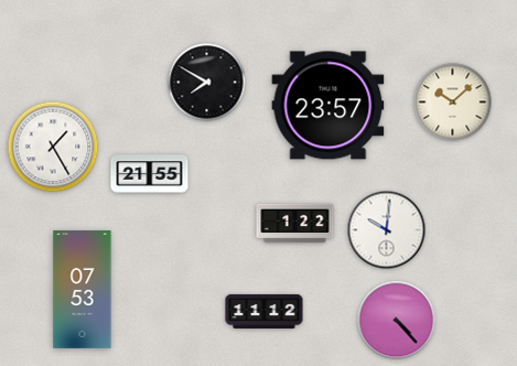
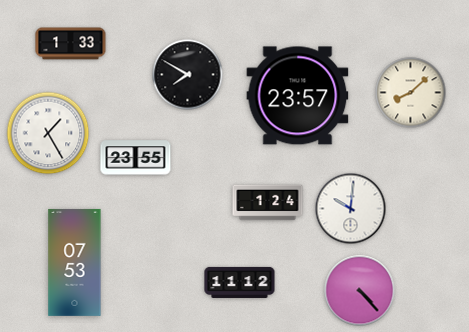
clock at (71, 44): none -> 1:33
clock at (453, 103): 10:08 -> 8:08
clock at (150, 174): 21:55 -> 23:55
clock at (295, 224): 1:22 -> 1:24
